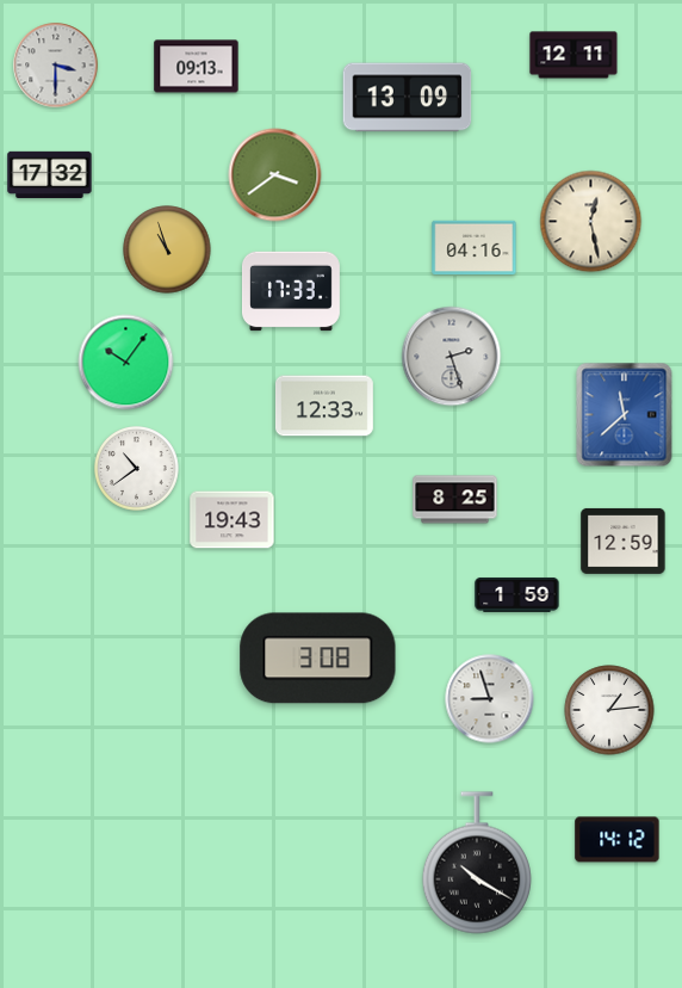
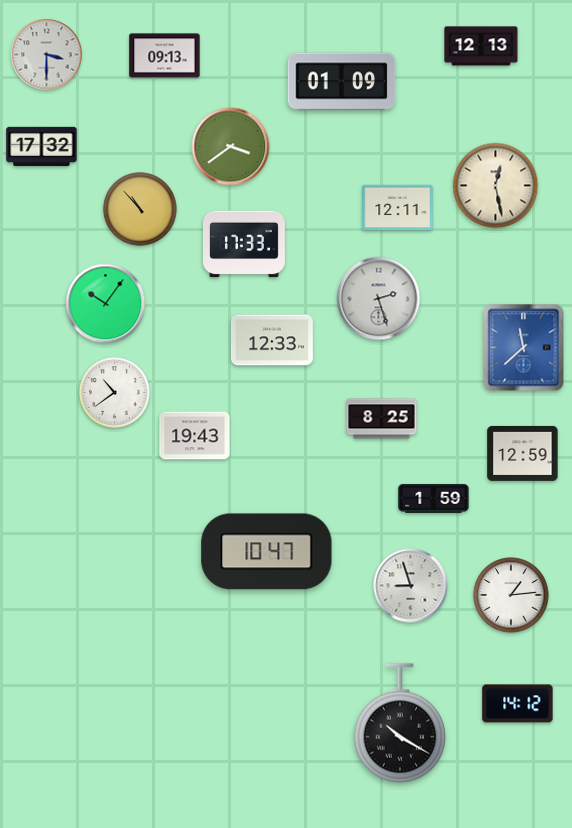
clock at (573, 55): 12:11 -> 12:13
clock at (408, 98): 13:09 -> 01:09
clock at (475, 248): 04:16 -> 12:11
clock at (167, 249): 10:57 -> 10:53
clock at (318, 659): 3:08 -> 10:47
